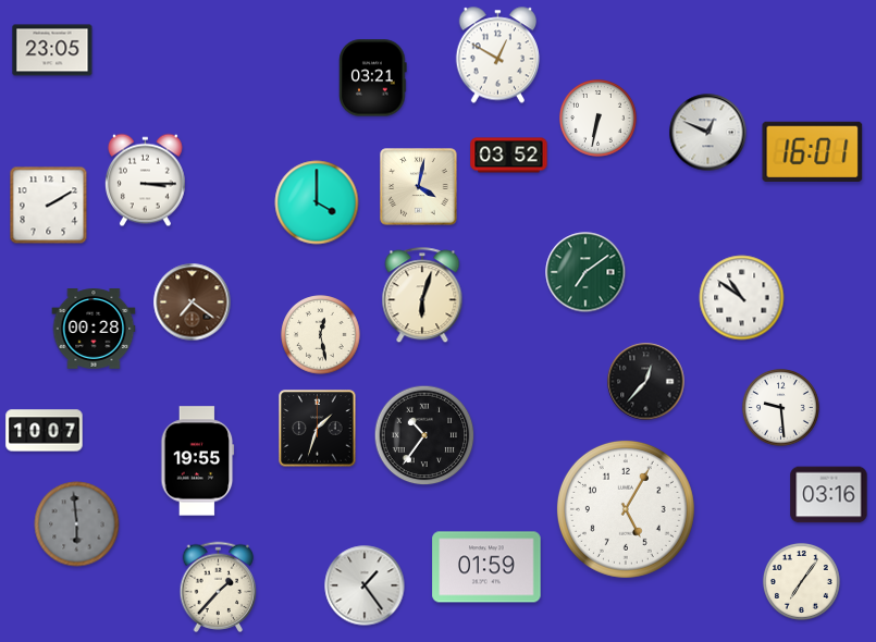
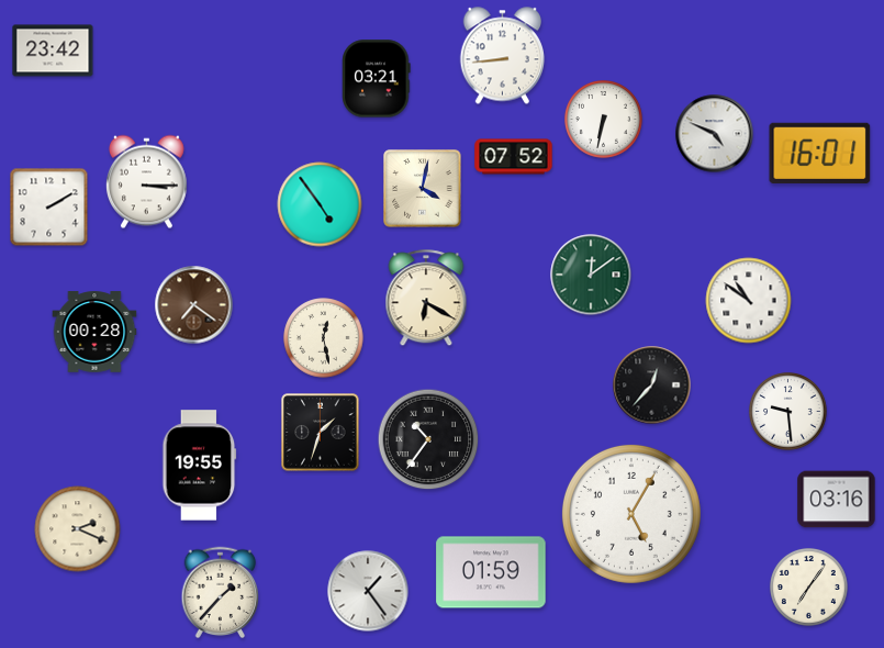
clock at (52, 50): 23:05 -> 23:42
clock at (498, 55): 12:50 -> 8:44
clock at (708, 133): 12:49 -> 4:49
clock at (509, 156): 03:52 -> 07:52
clock at (317, 202): 4:00 -> 4:54
clock at (585, 272): 7:09 -> 12:09
clock at (422, 296): 6:03 -> 6:20
clock at (45, 431): 10:07 -> none
clock at (77, 524): 5:59 -> 2:19
clock at (77, 524) dial: grey -> cream
